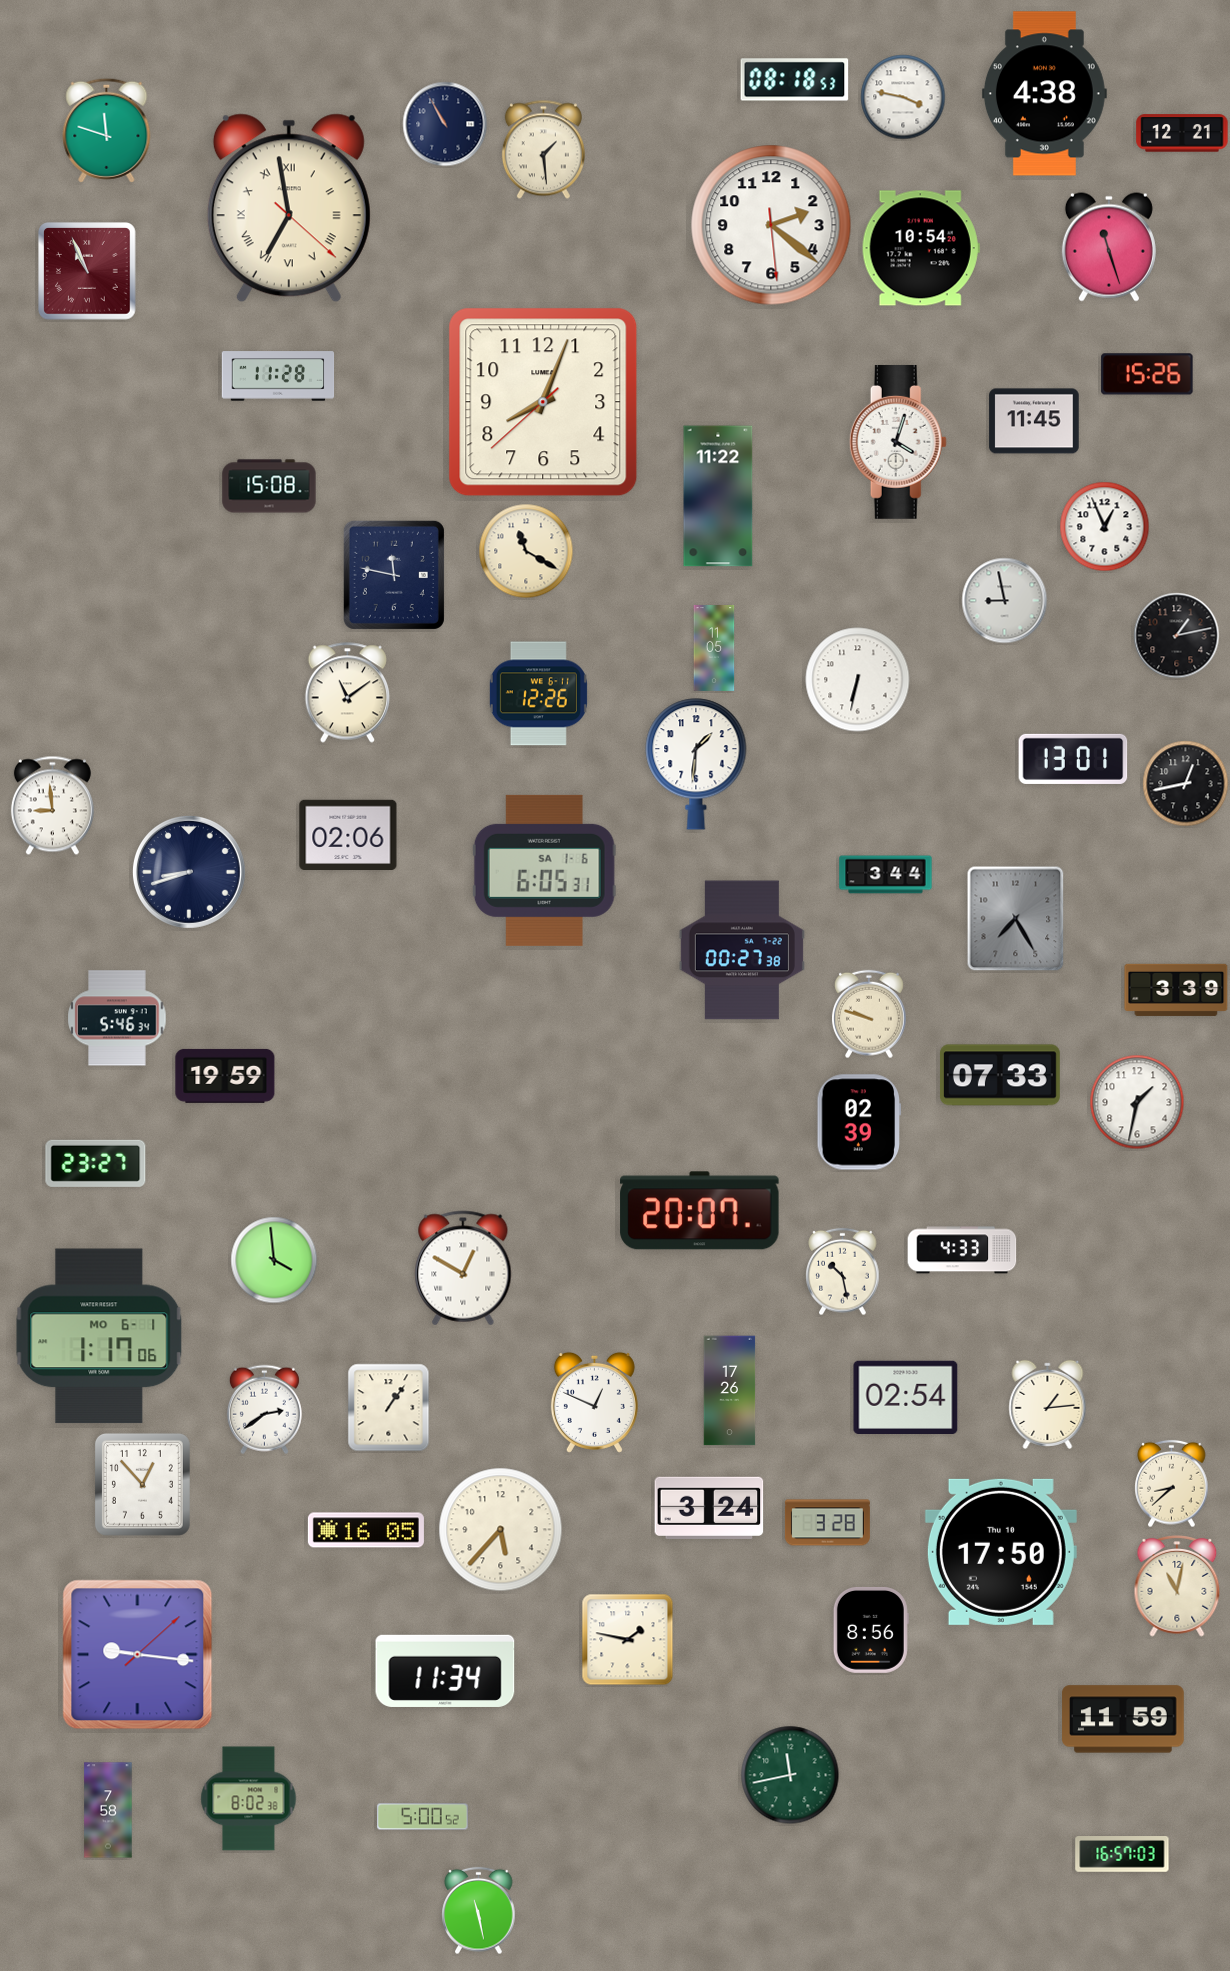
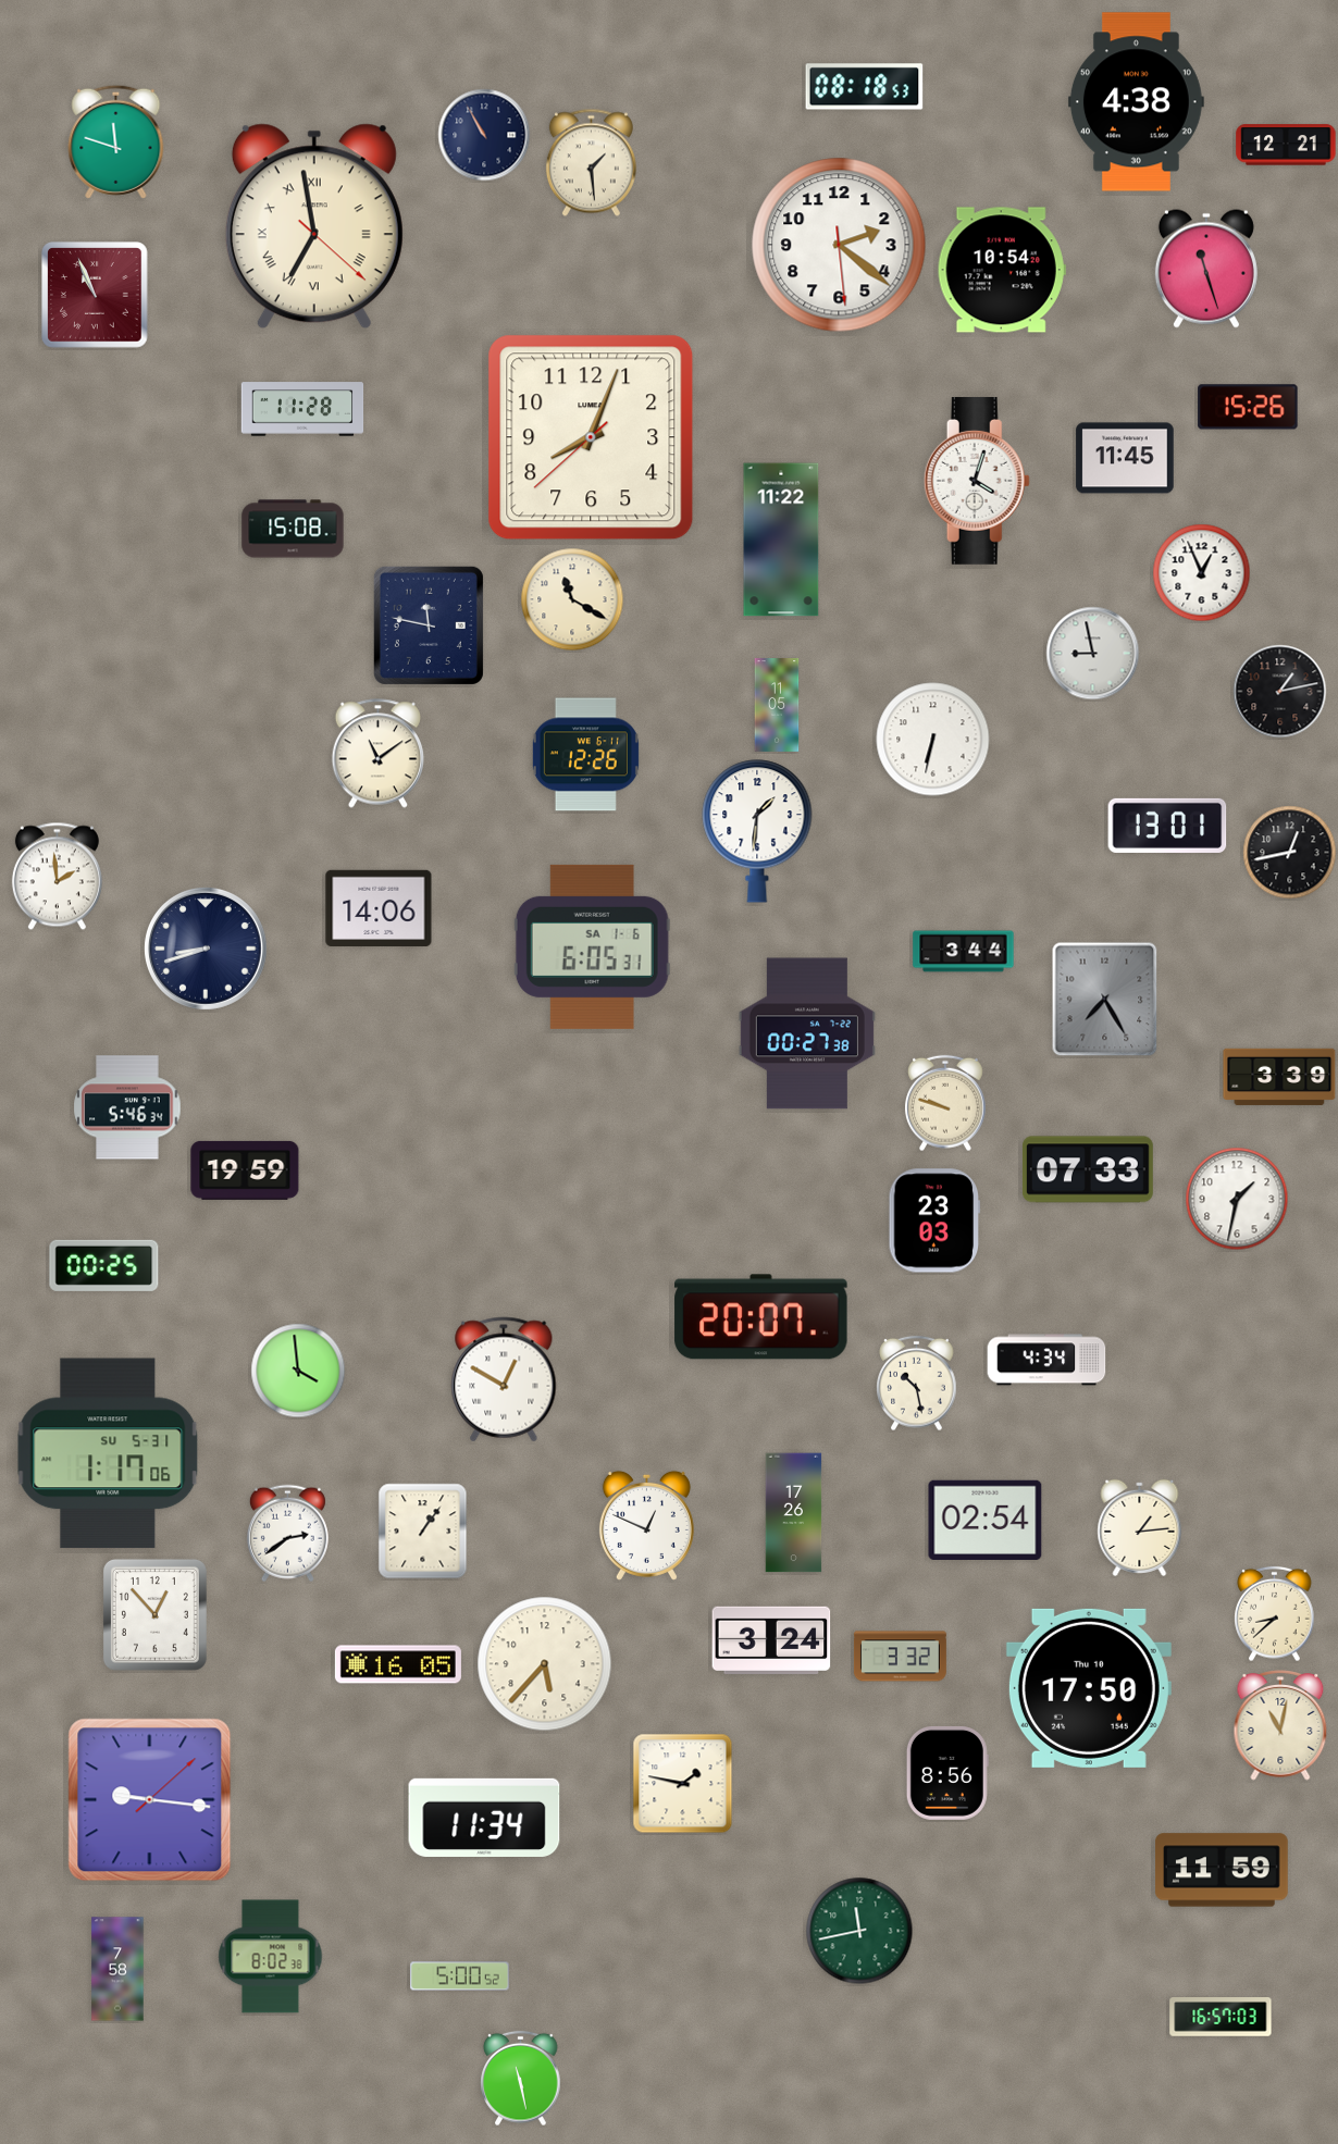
clock at (903, 97): 3:47 -> none
clock at (52, 806): 8:59 -> 1:59
clock at (348, 834): 02:06 -> 14:06
clock at (859, 1122): 02:39 -> 23:03
clock at (96, 1163): 23:27 -> 00:25
clock at (962, 1250): 4:33 -> 4:34
clock at (99, 1336) date: MO 6-1 -> SU 5-31
clock at (827, 1523): 3:28 -> 3:32
